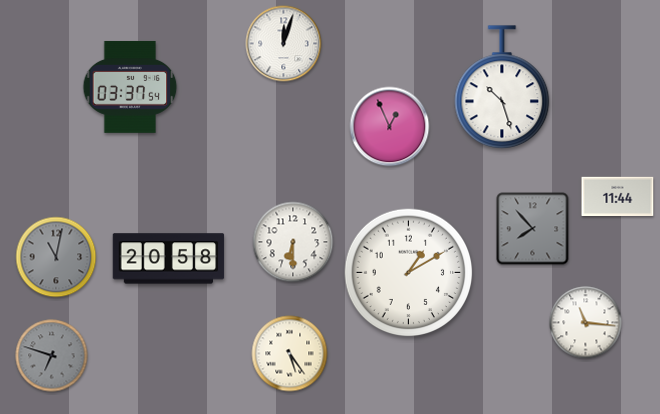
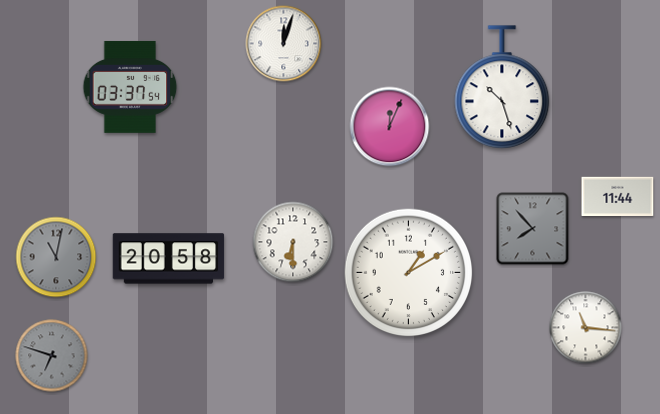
clock at (390, 127): 12:56 -> 12:04
clock at (586, 323) position: (586, 323) -> (586, 328)
clock at (290, 354): 5:24 -> none
